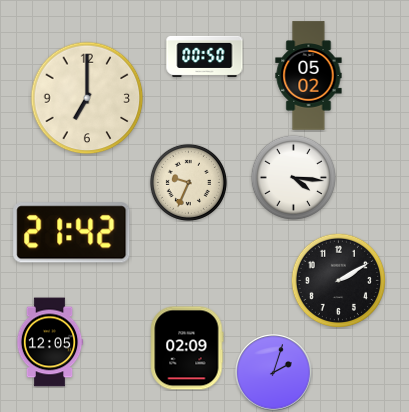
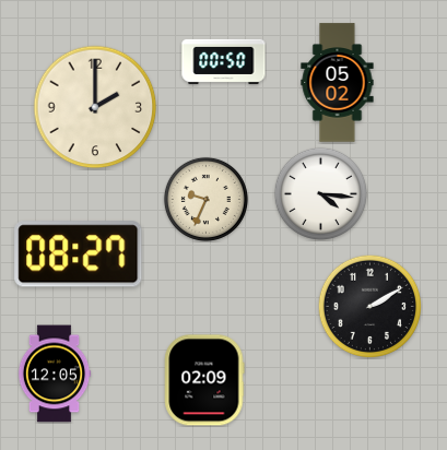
clock at (87, 98): 7:00 -> 2:00
clock at (72, 233): 21:42 -> 08:27
clock at (274, 373): 2:03 -> none
